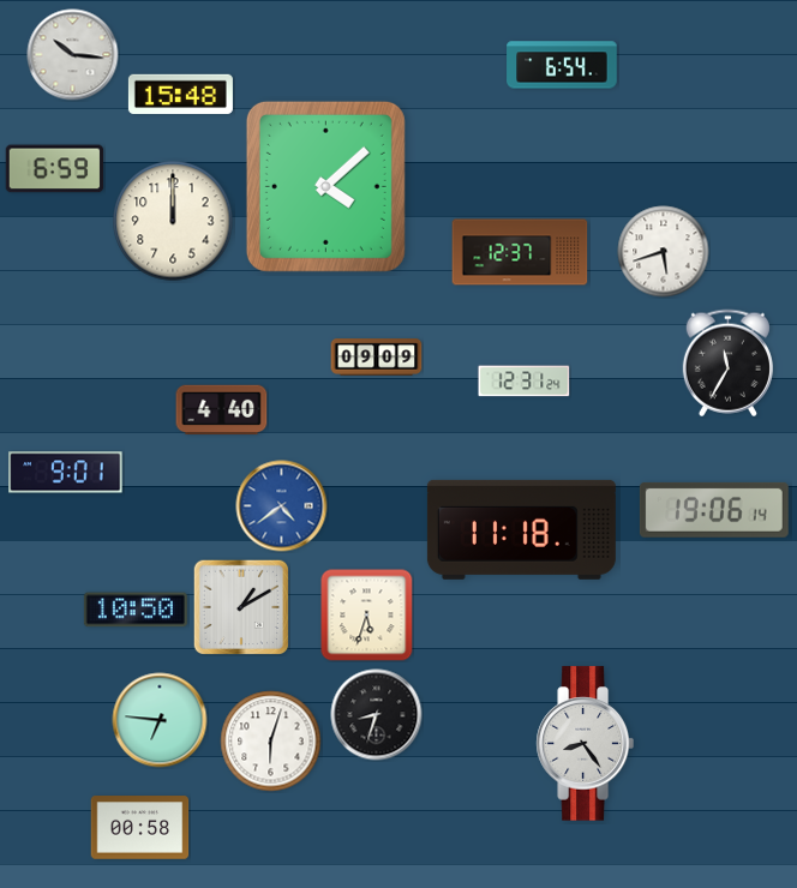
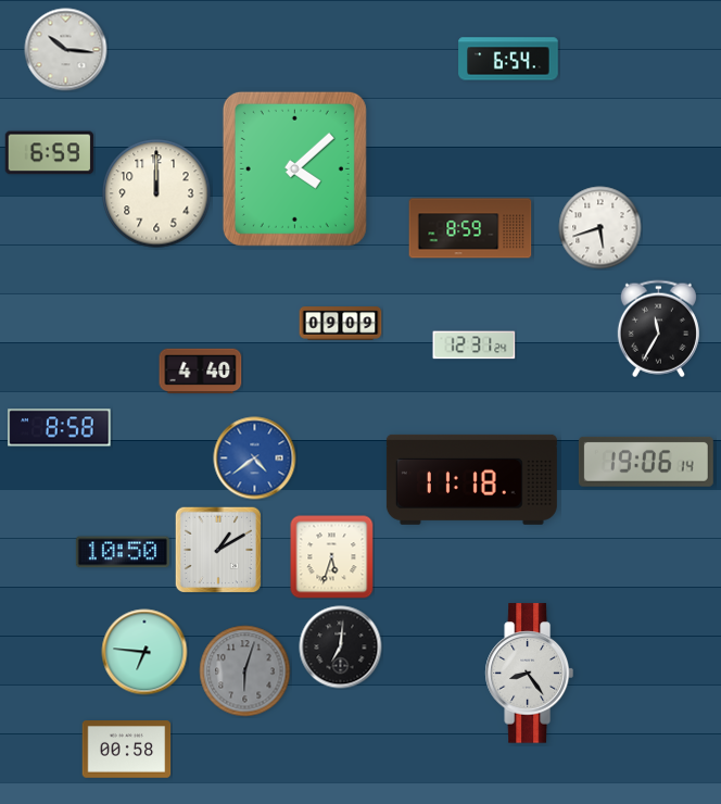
clock at (180, 94): 15:48 -> none
clock at (173, 221) position: (173, 221) -> (156, 193)
clock at (520, 252): 12:37 -> 8:59
clock at (66, 473): 9:01 -> 8:58
clock at (377, 715): 8:33 -> 7:01
clock at (271, 742) dial: white -> grey
